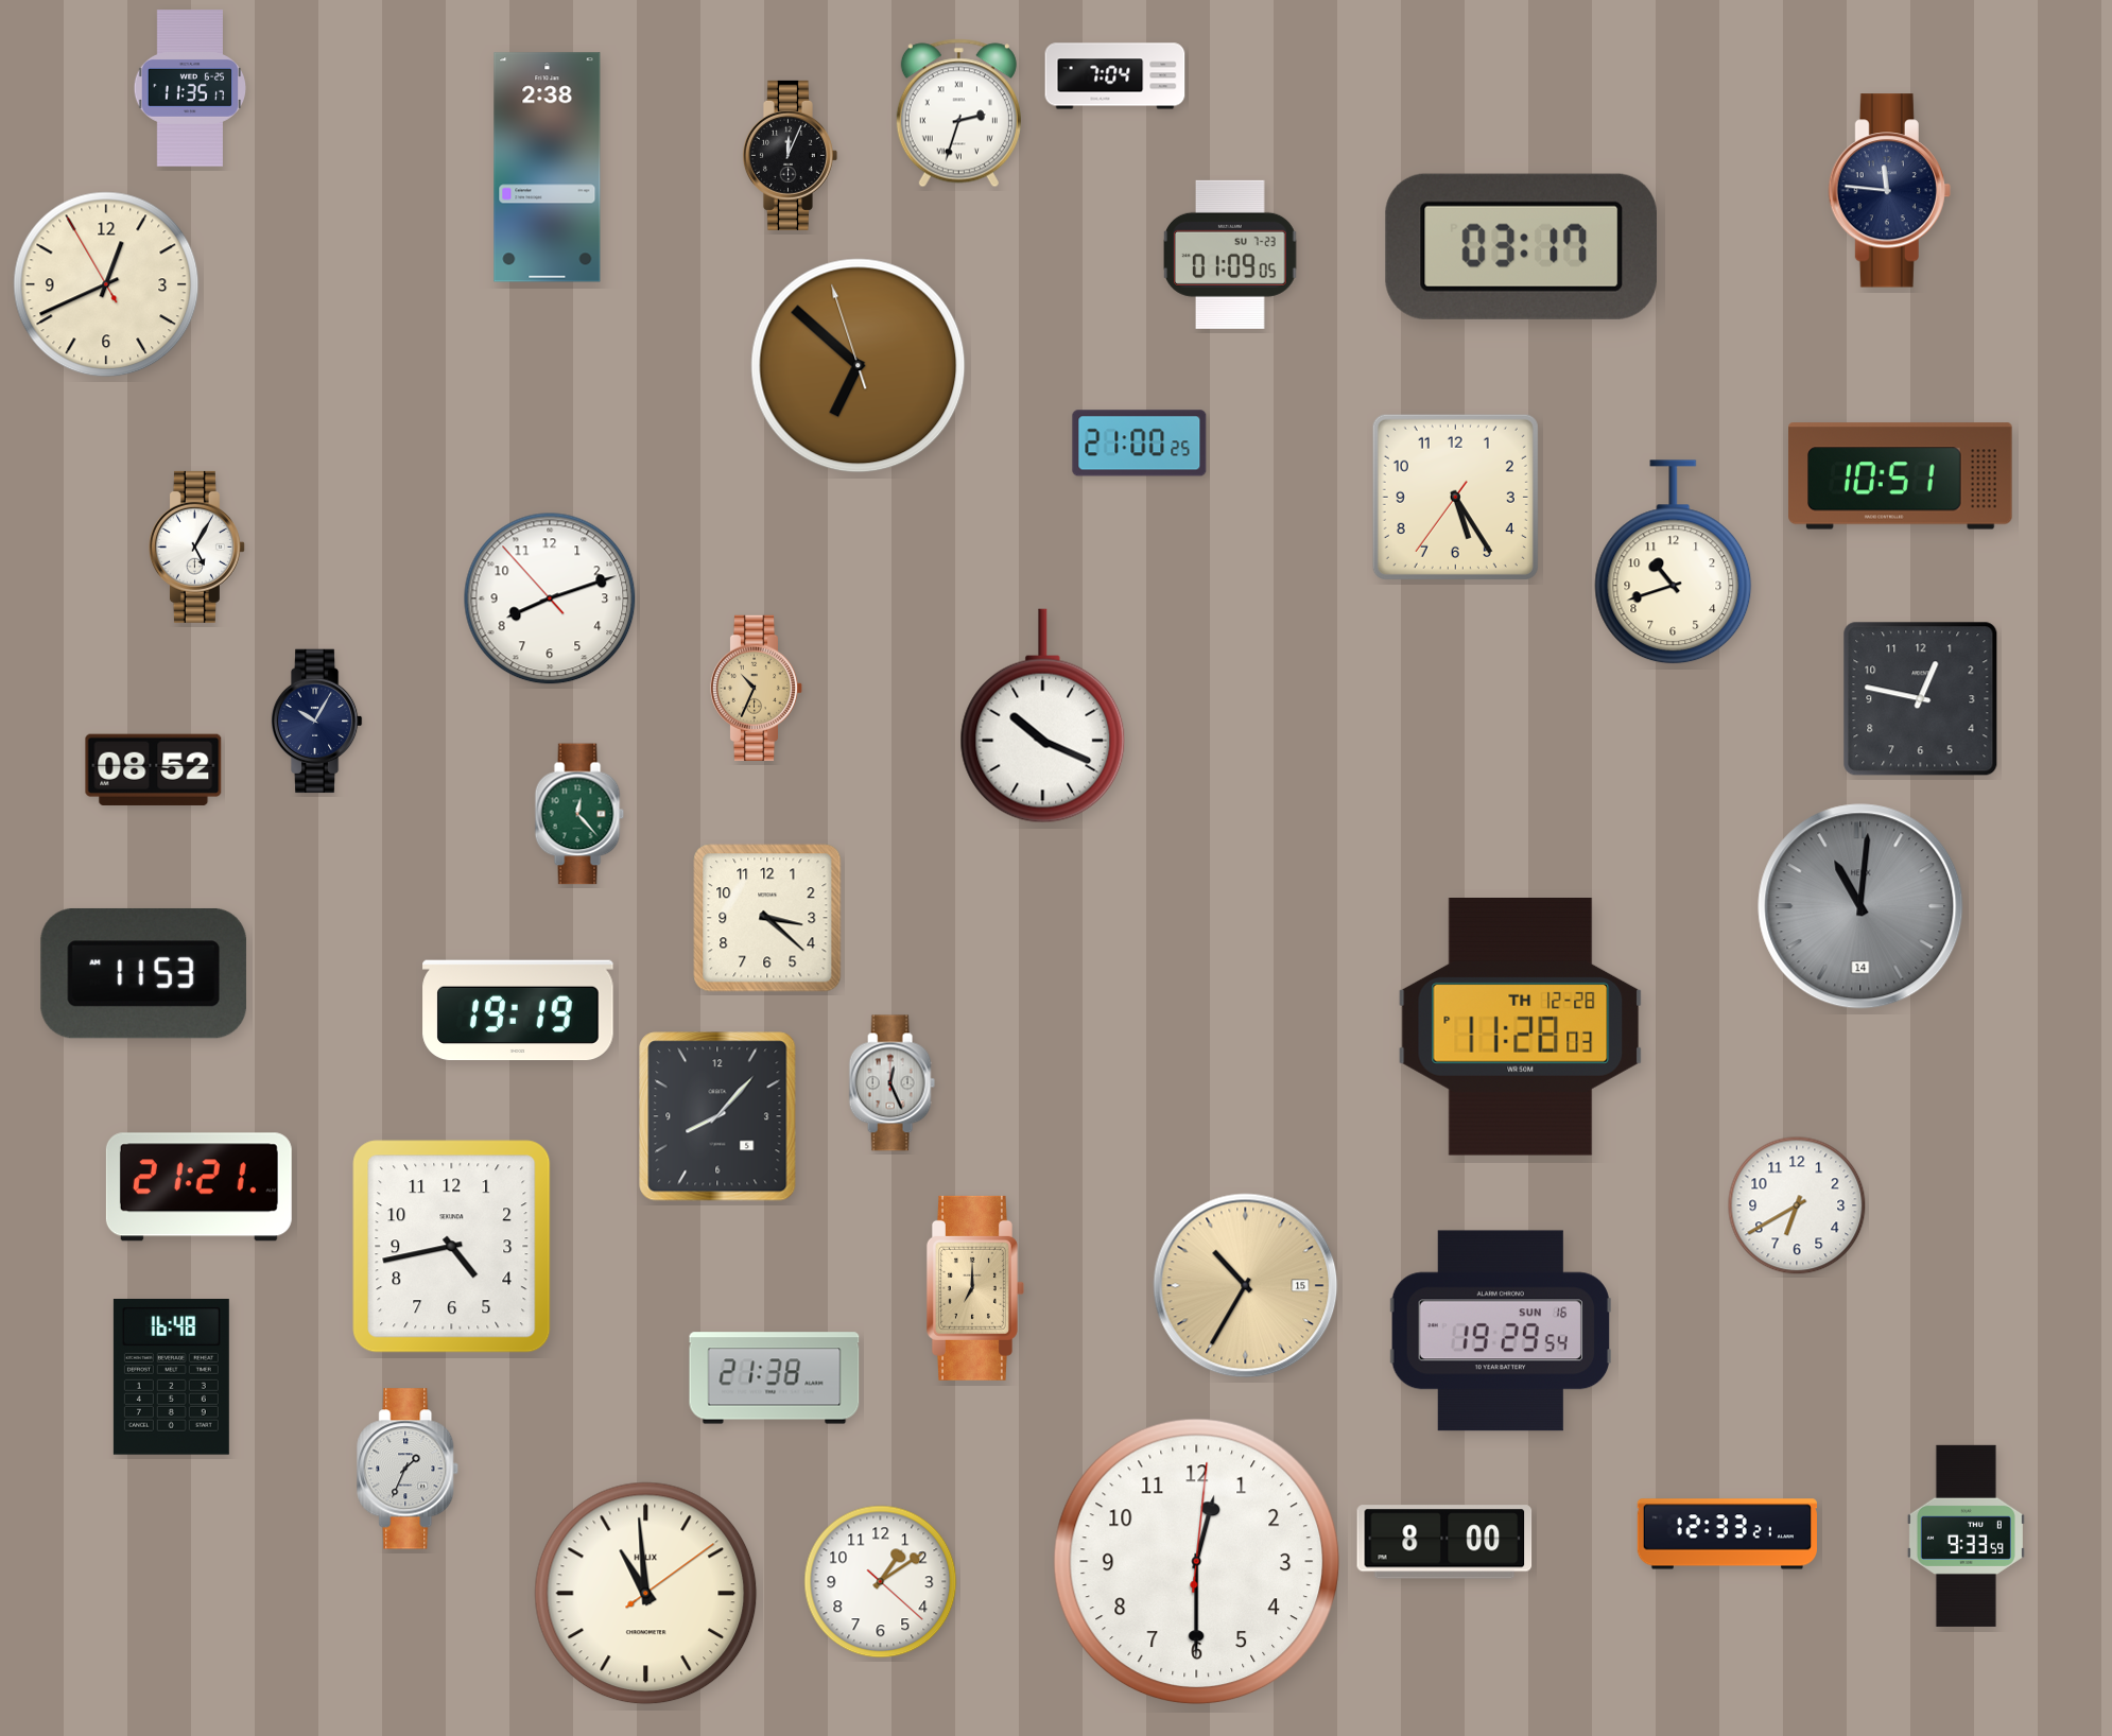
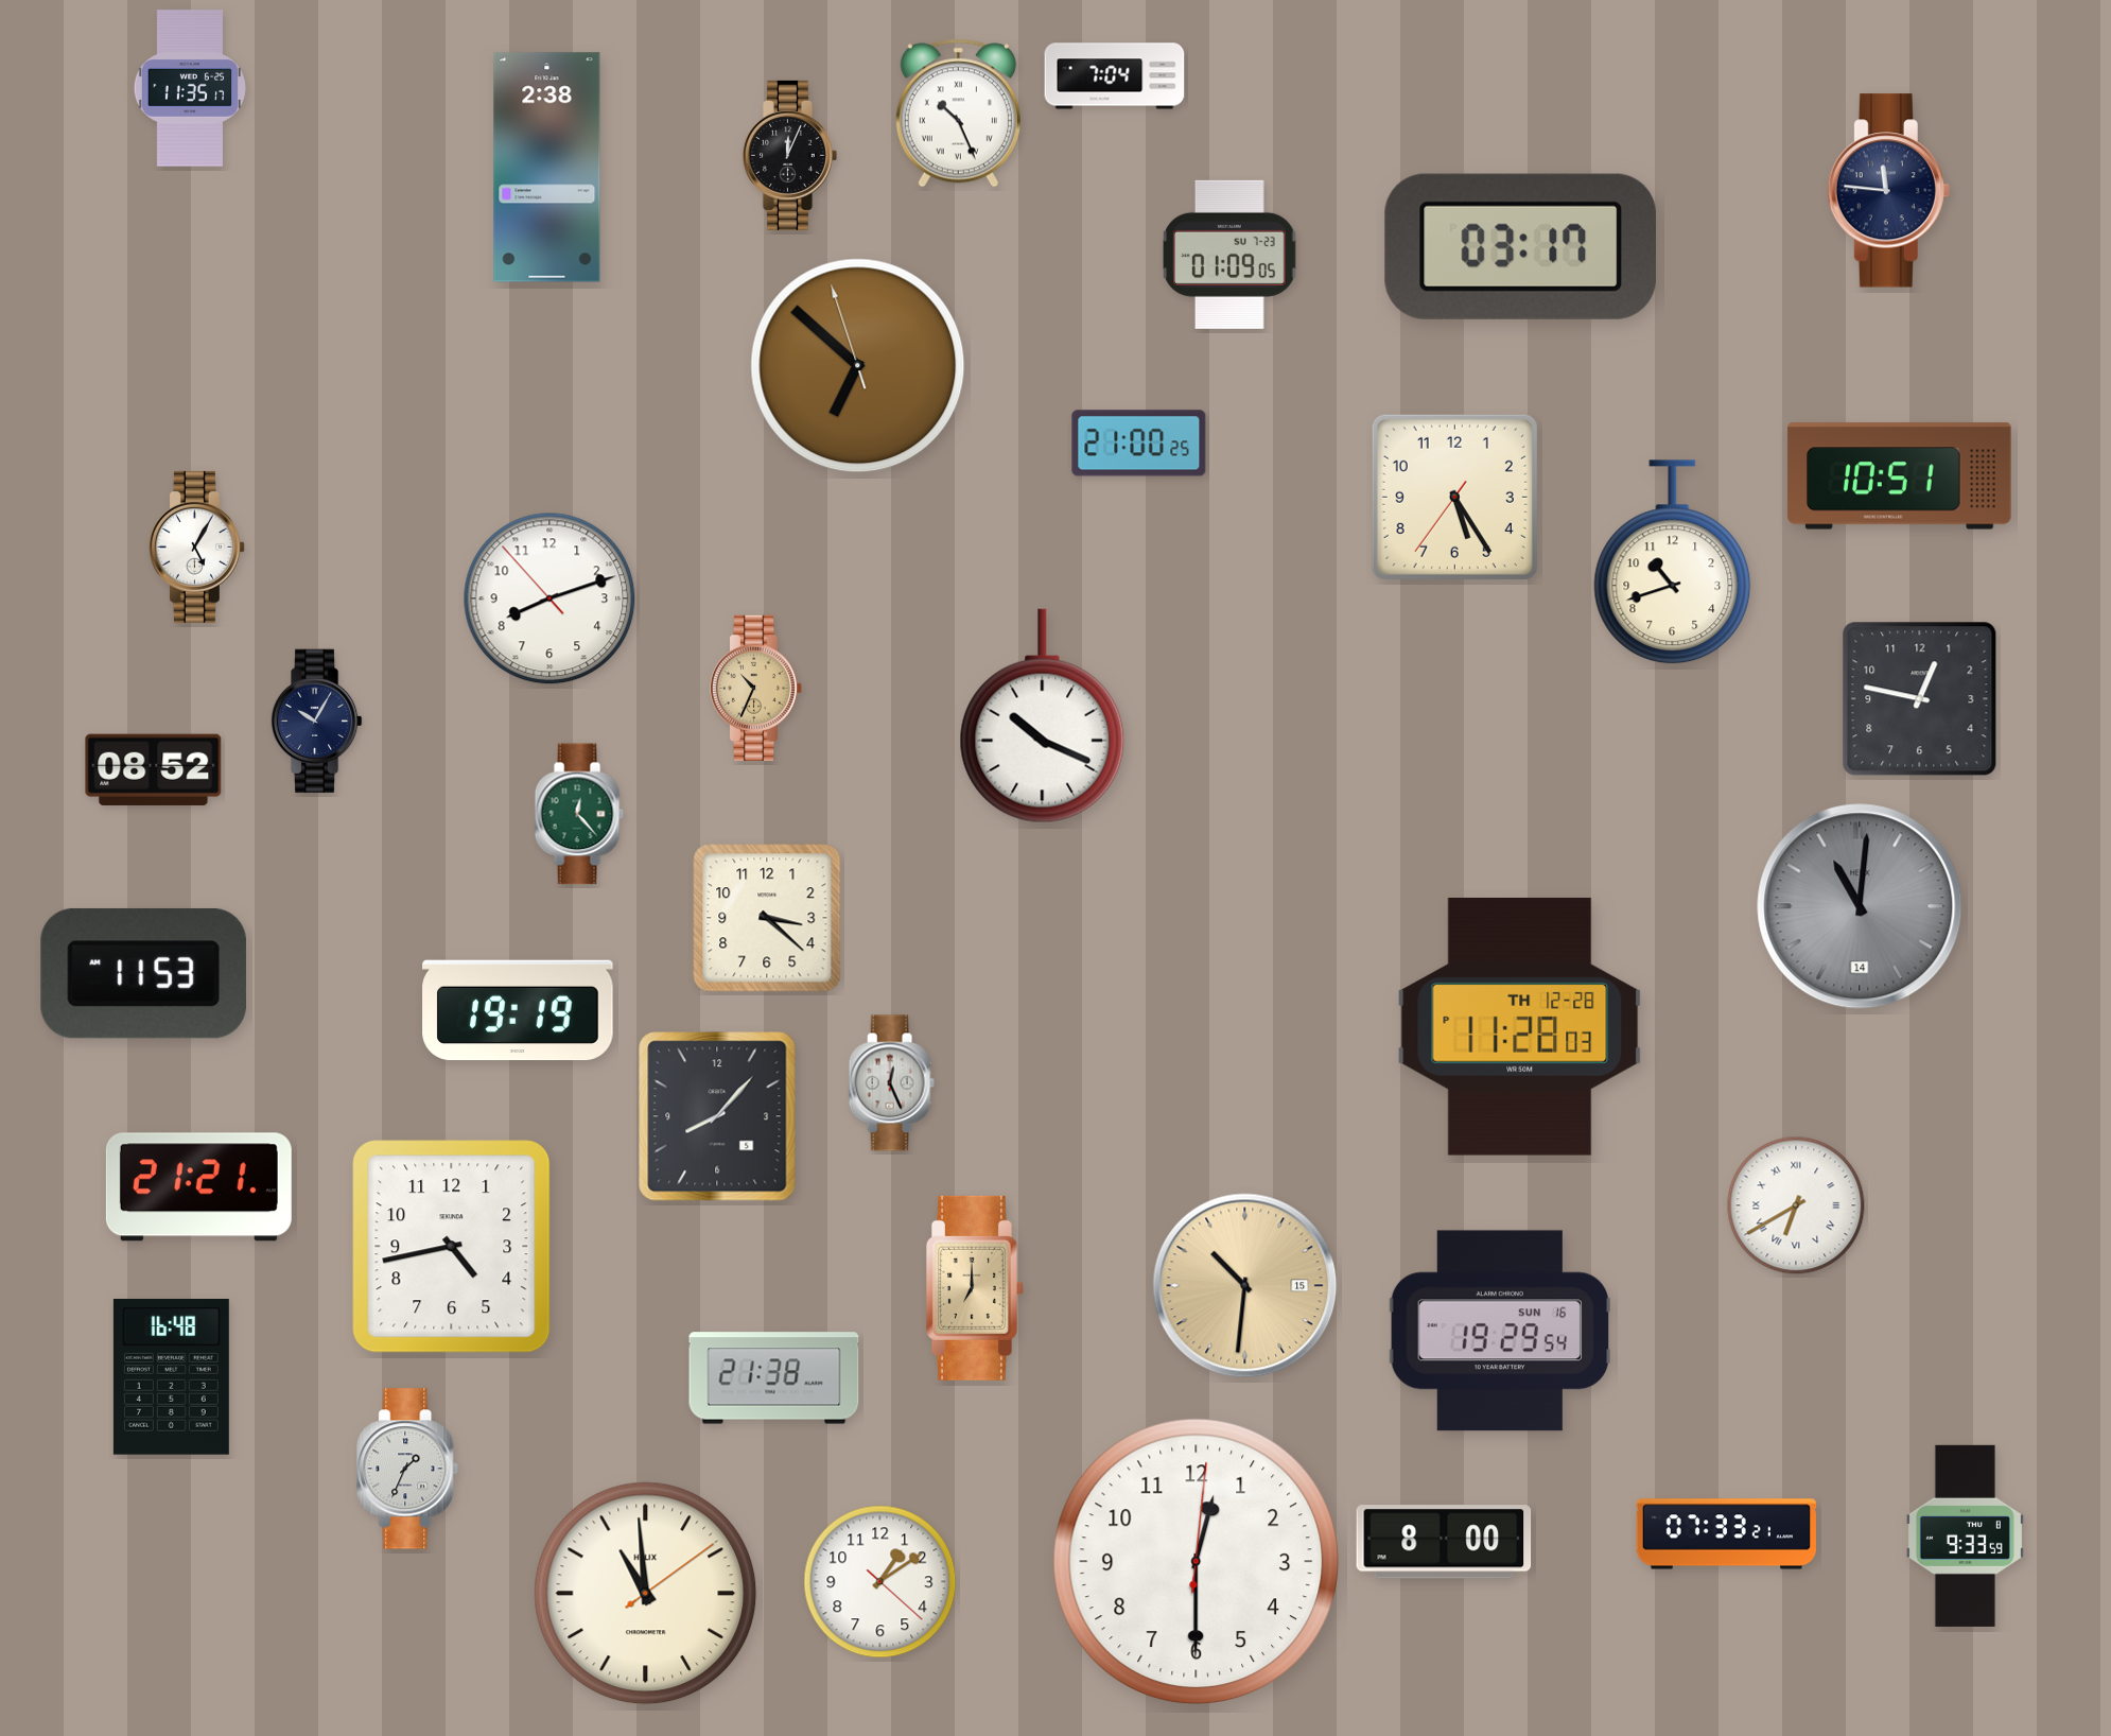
clock at (958, 114): 2:33 -> 10:26
clock at (106, 284): 12:40 -> none
clock at (1797, 1205) numerals: Arabic -> Roman
clock at (1246, 1286): 10:35 -> 10:31
clock at (1727, 1534): 12:33 -> 07:33
